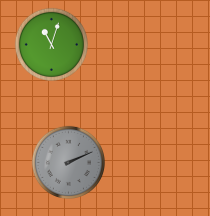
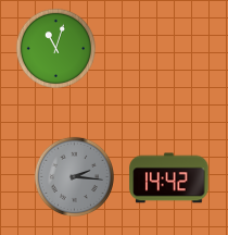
clock at (68, 162): 2:11 -> 2:16
clock at (169, 178): none -> 14:42
